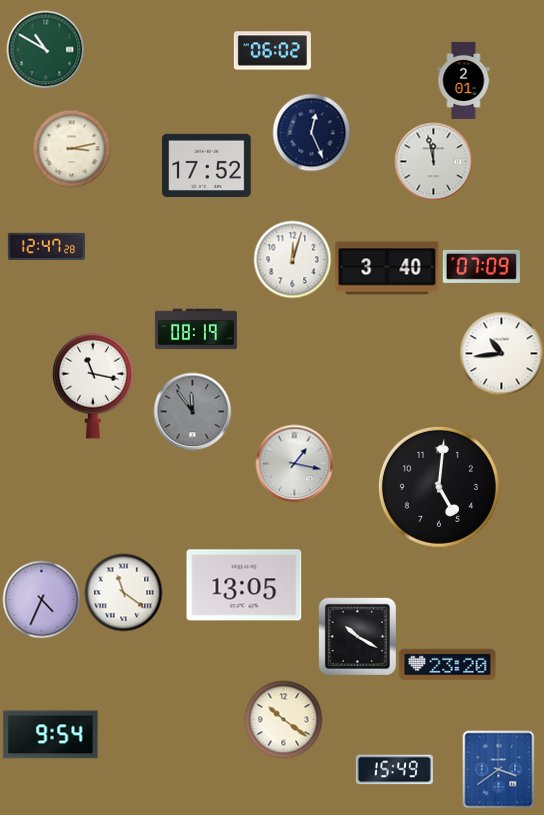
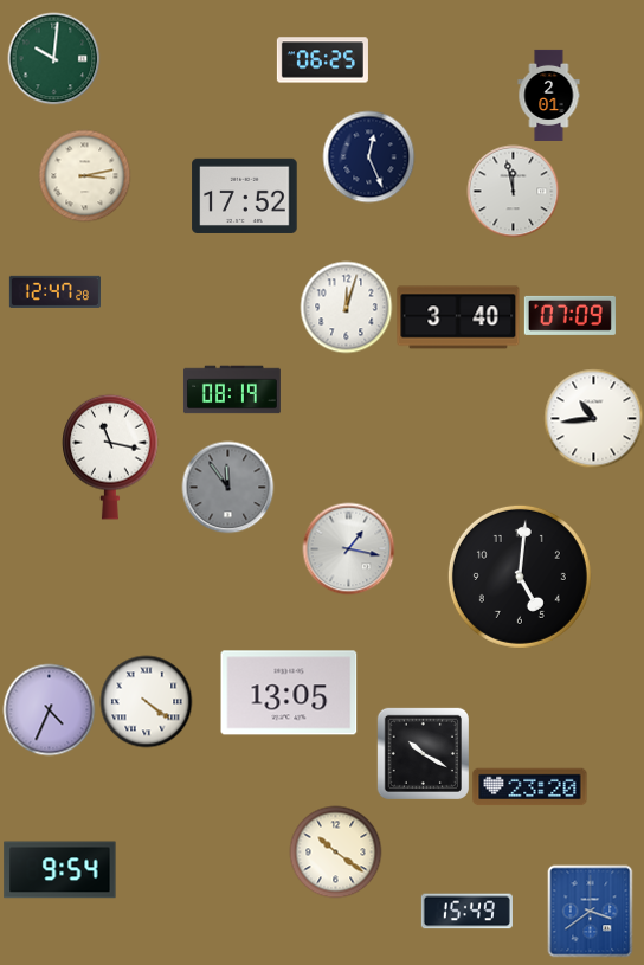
clock at (45, 49): 10:50 -> 10:01
clock at (272, 51): 06:02 -> 06:25
clock at (123, 592): 11:21 -> 4:21
